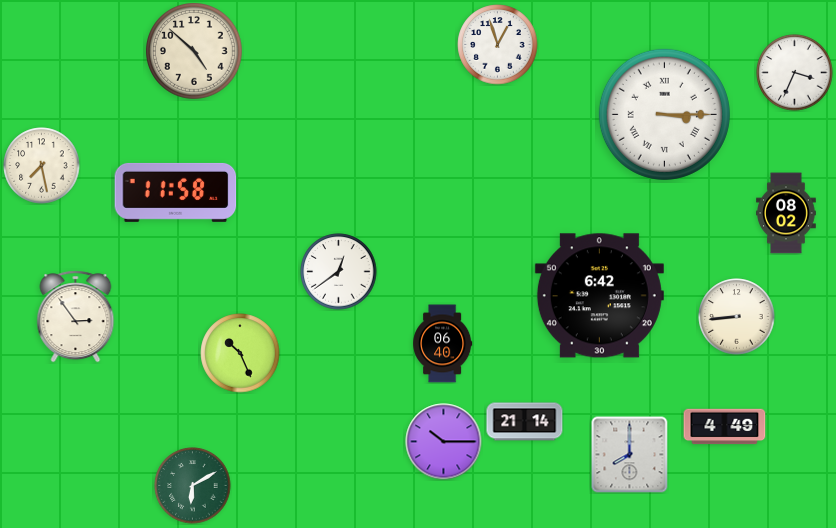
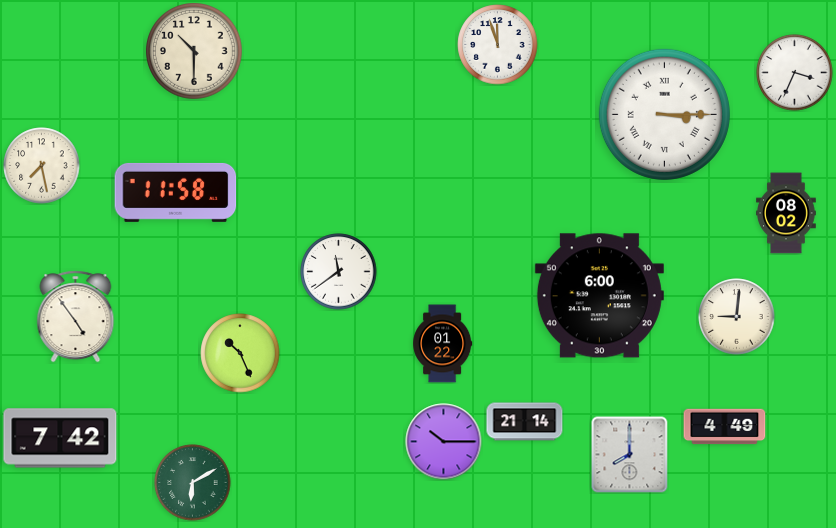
clock at (498, 45): 12:57 -> 11:57
clock at (195, 52): 4:52 -> 10:30
clock at (339, 272): 12:39 -> 11:39
clock at (599, 296): 6:42 -> 6:00
clock at (76, 317): 2:54 -> 4:54
clock at (737, 317): 8:44 -> 9:01
clock at (443, 344): 06:40 -> 01:22
clock at (60, 438): none -> 7:42
clock at (193, 486) position: (193, 486) -> (193, 483)
